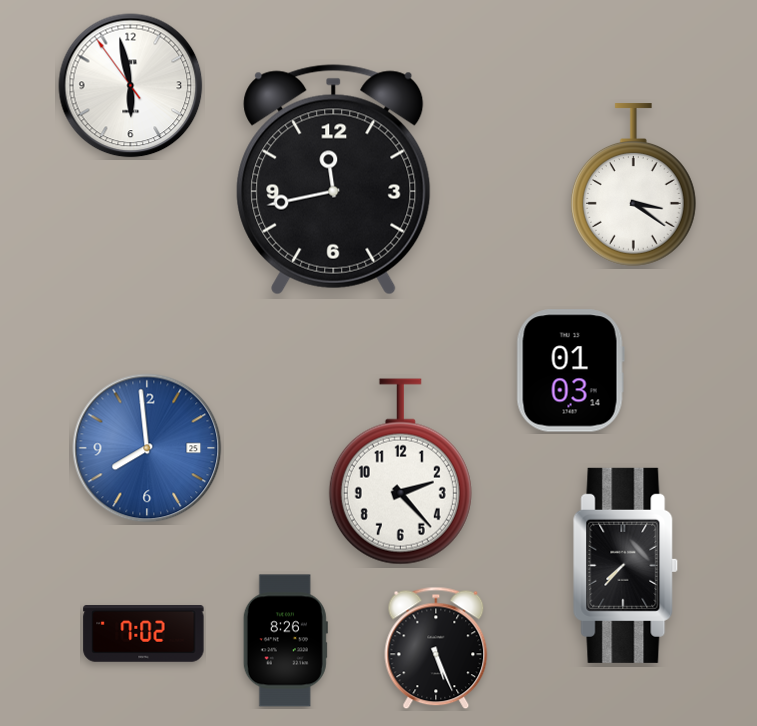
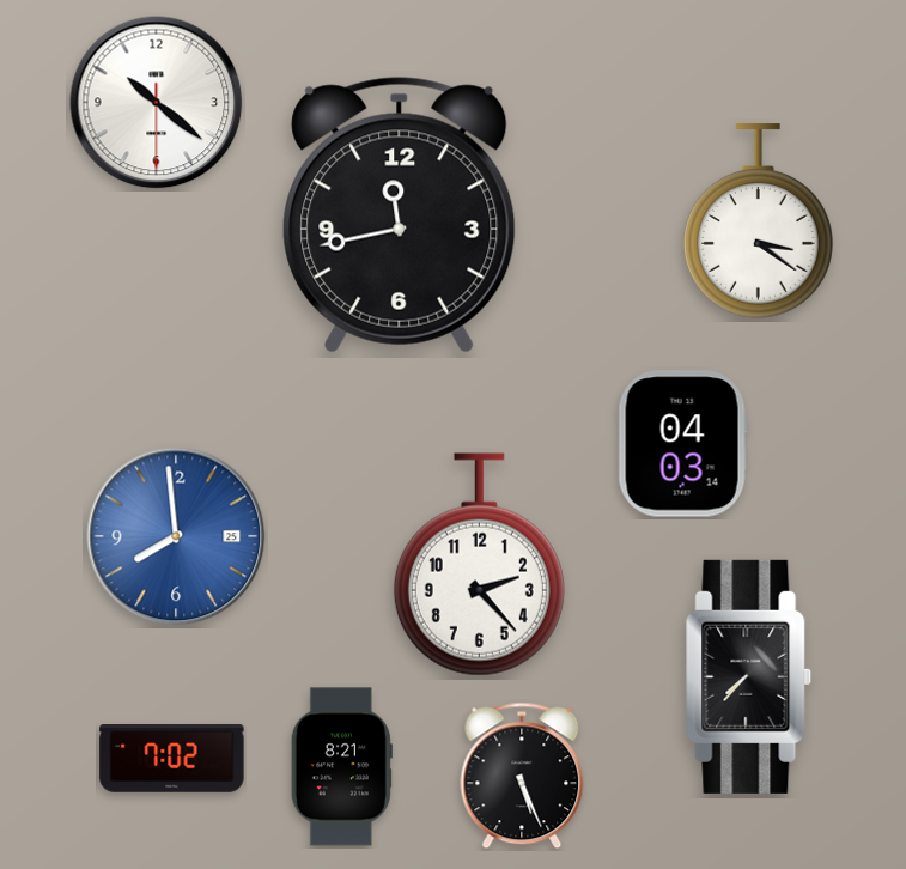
clock at (131, 86): 5:57 -> 10:21
clock at (570, 371): 01:03 -> 04:03
clock at (285, 641): 8:26 -> 8:21
